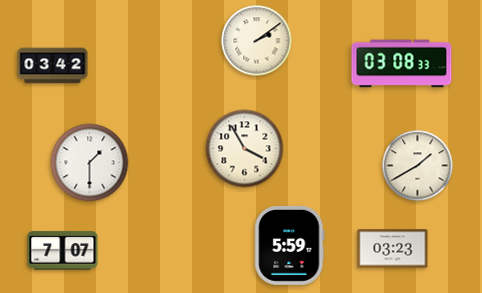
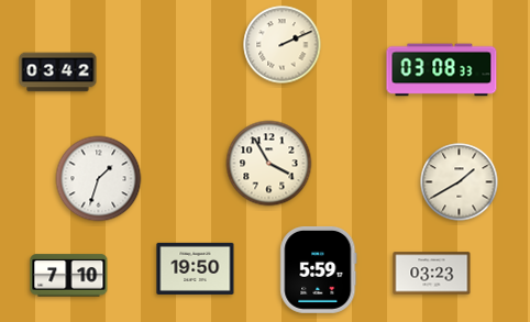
clock at (257, 41): 2:09 -> 2:11
clock at (90, 163): 1:30 -> 1:33
clock at (196, 268): none -> 19:50
clock at (63, 251): 7:07 -> 7:10
